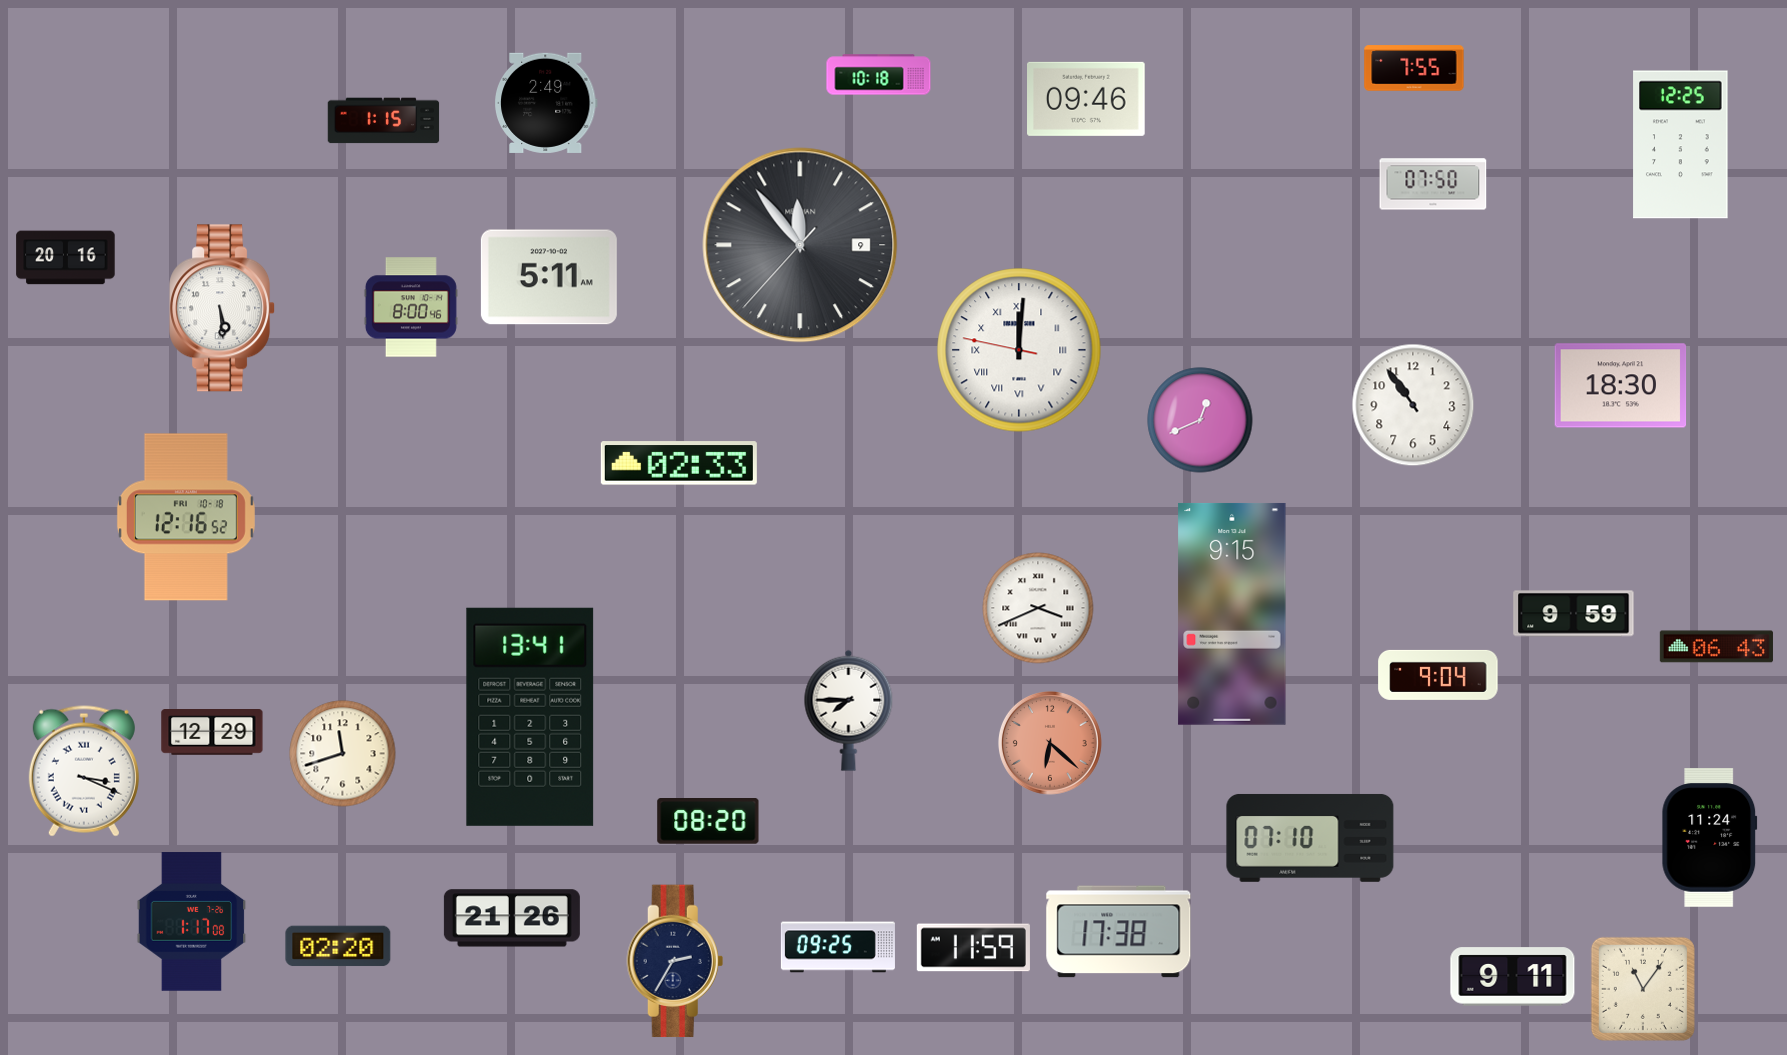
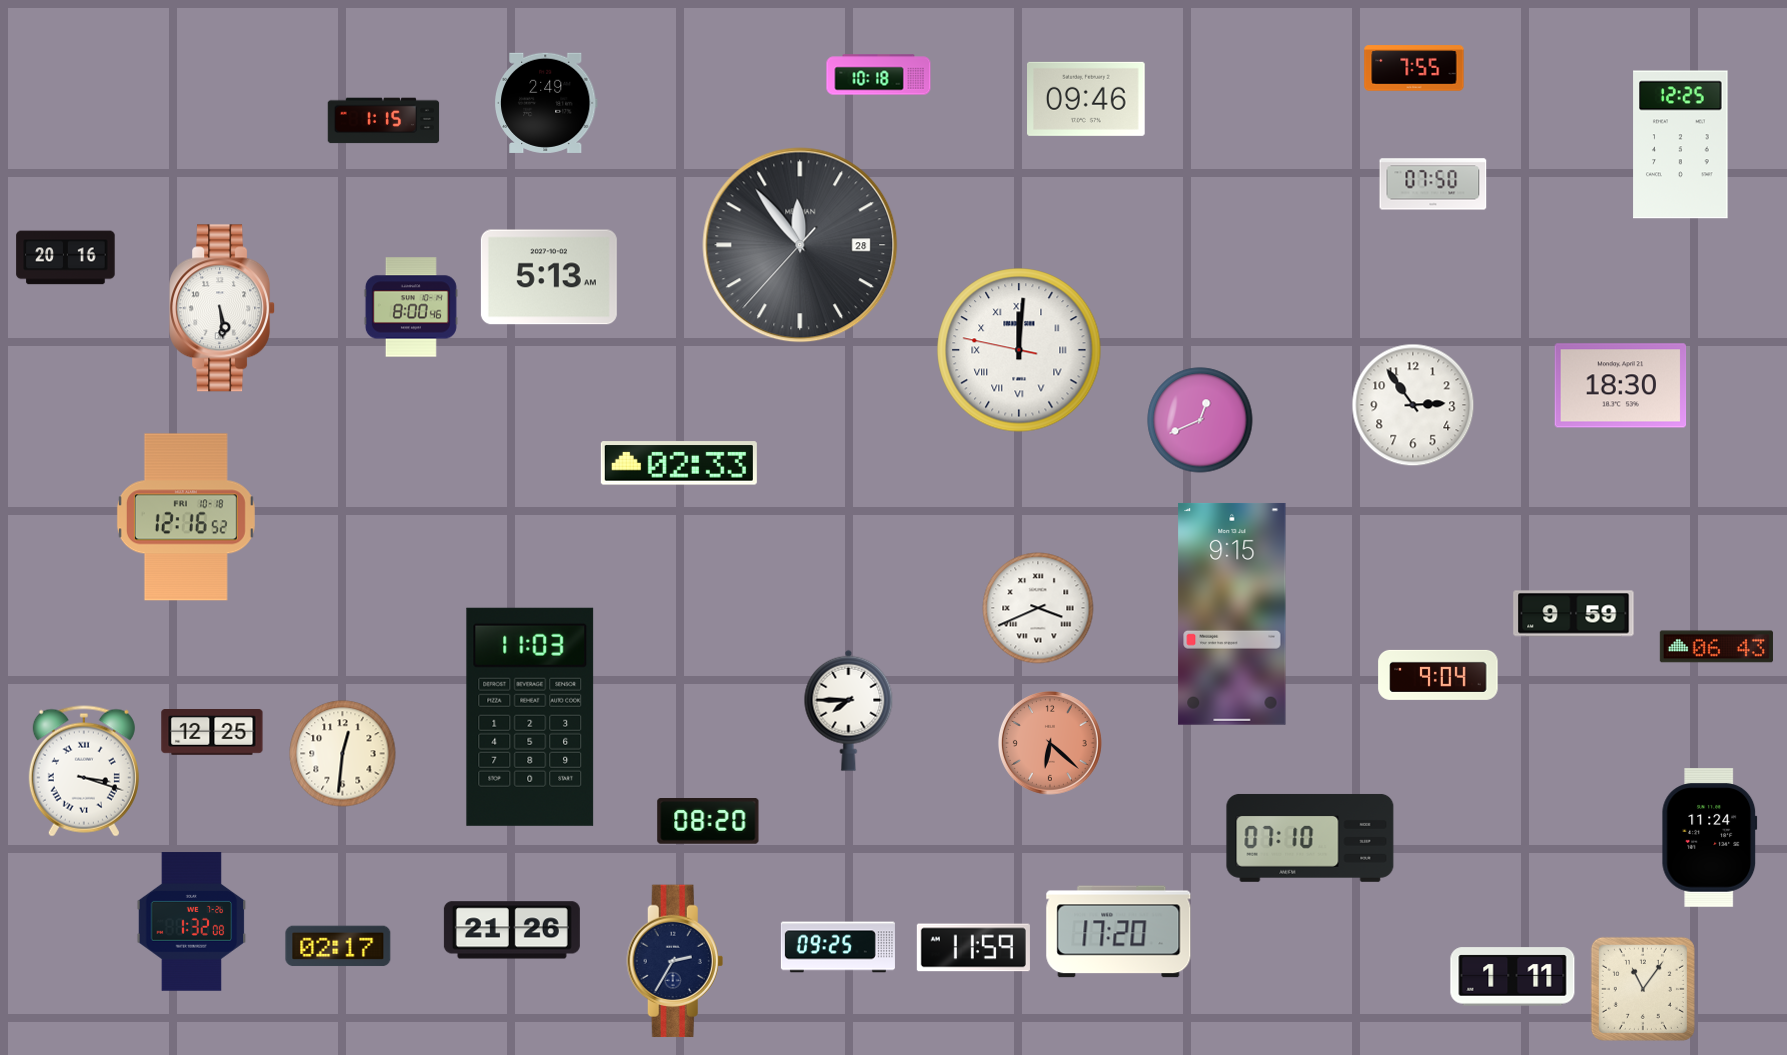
clock at (800, 245) date: 9 -> 28
clock at (549, 277): 5:11 -> 5:13
clock at (1413, 405): 10:54 -> 2:54
clock at (530, 717): 13:41 -> 11:03
clock at (212, 733): 12:29 -> 12:25
clock at (343, 754): 11:42 -> 12:31
clock at (84, 771): 3:19 -> 3:18
clock at (512, 918) position: (512, 918) -> (512, 930)
clock at (192, 922): 1:17 -> 1:32
clock at (1119, 932): 17:38 -> 17:20
clock at (338, 946): 02:20 -> 02:17
clock at (1513, 977): 9:11 -> 1:11
